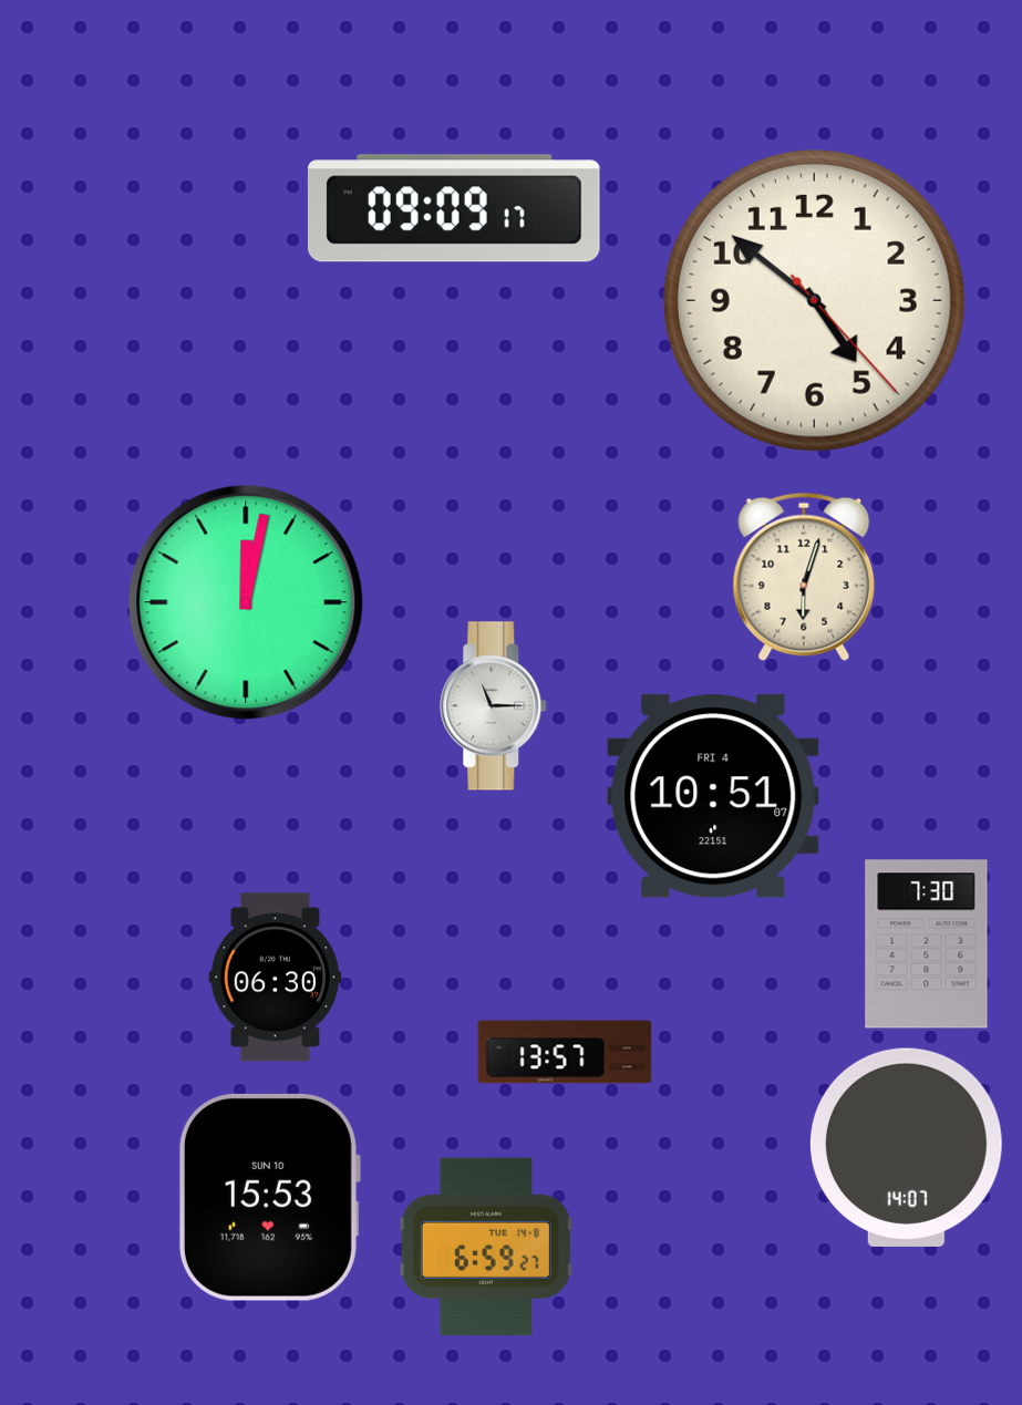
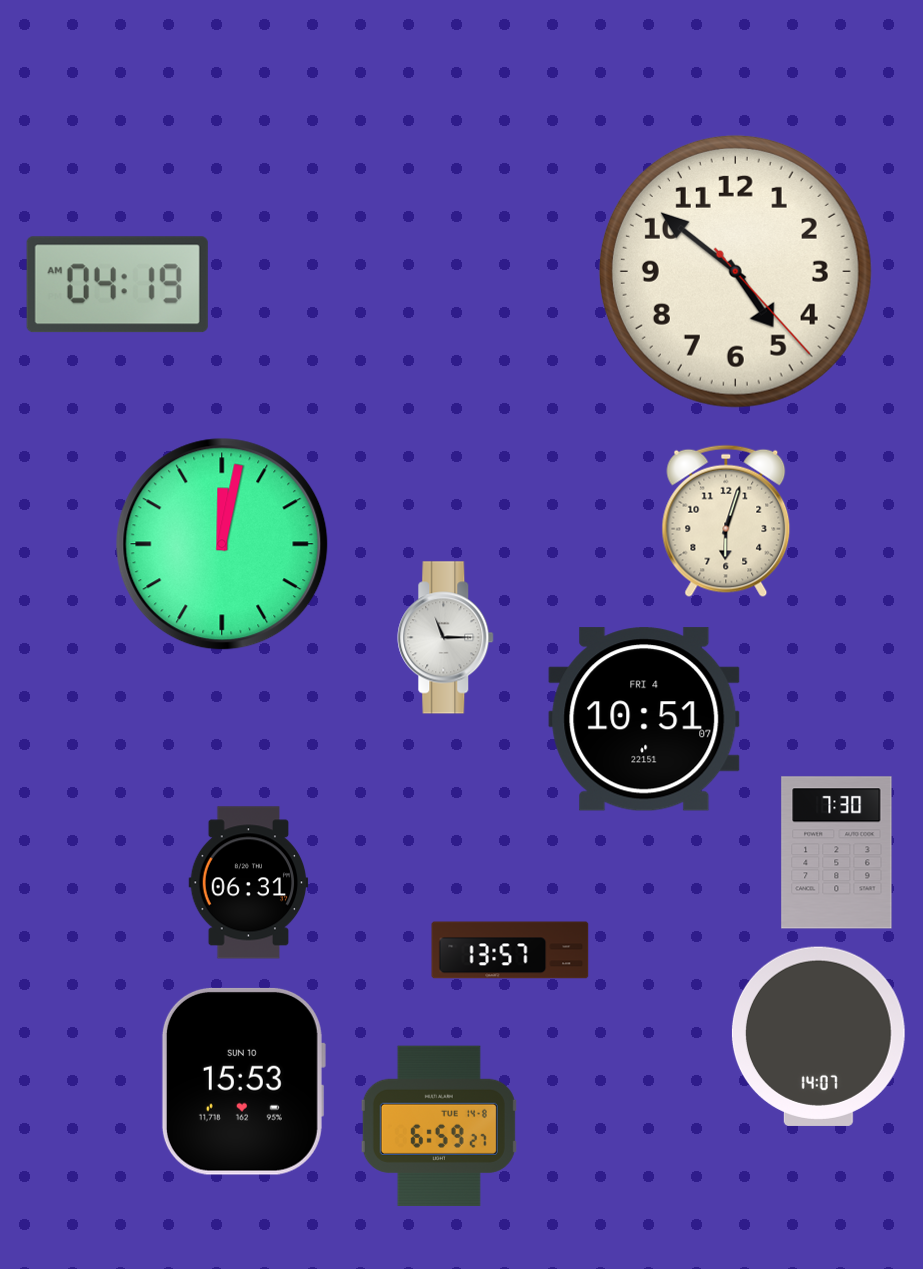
clock at (454, 208): 09:09 -> none
clock at (117, 285): none -> 04:19
clock at (276, 978): 06:30 -> 06:31
